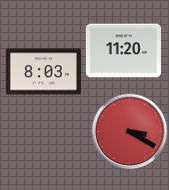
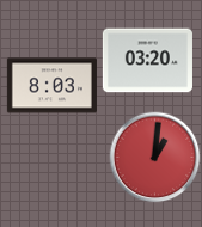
clock at (123, 51): 11:20 -> 03:20
clock at (130, 132): 3:20 -> 1:01
